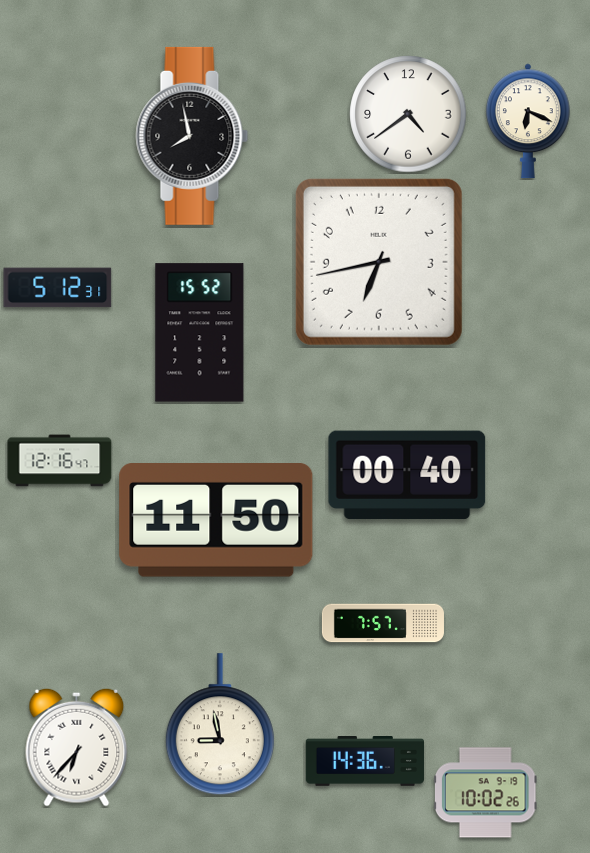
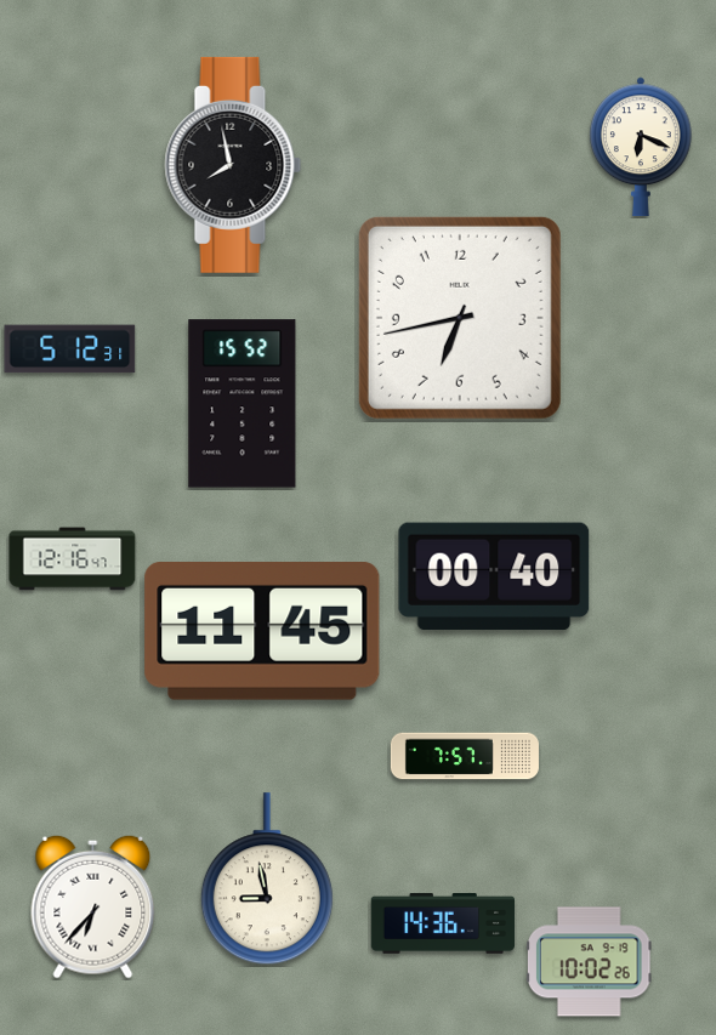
clock at (408, 114): 4:39 -> none
clock at (216, 521): 11:50 -> 11:45
